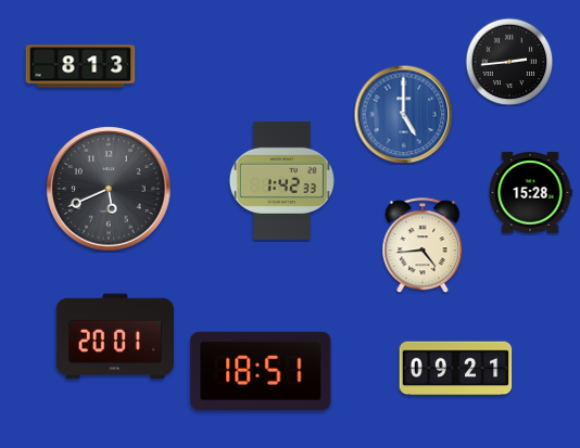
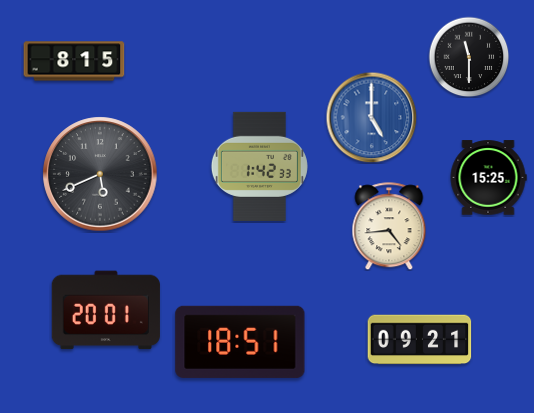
clock at (509, 62): 2:44 -> 11:30
clock at (80, 66): 8:13 -> 8:15
clock at (403, 114) position: (403, 114) -> (371, 117)
clock at (530, 193): 15:28 -> 15:25
